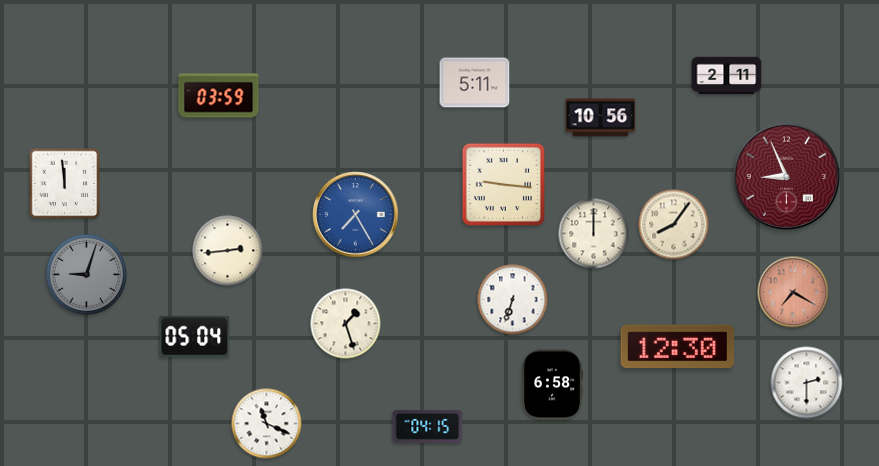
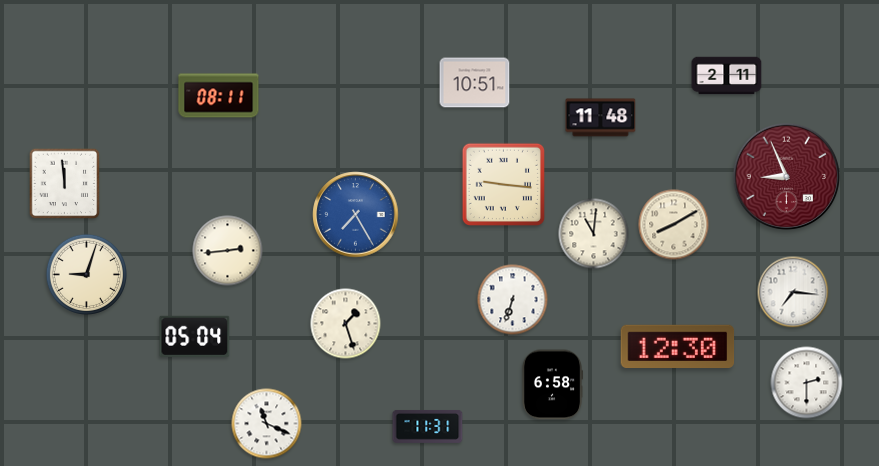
clock at (475, 83): 5:11 -> 10:51
clock at (219, 96): 03:59 -> 08:11
clock at (601, 118): 10:56 -> 11:48
clock at (674, 225): 8:06 -> 8:10
clock at (594, 234): 12:00 -> 11:01
clock at (86, 274) dial: grey -> cream
clock at (793, 292): 7:20 -> 7:16
clock at (793, 292) dial: salmon -> white
clock at (428, 426): 04:15 -> 11:31
